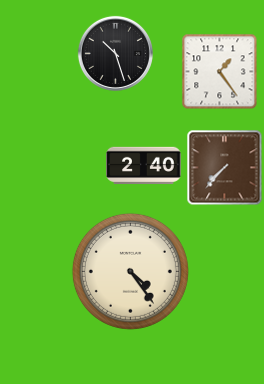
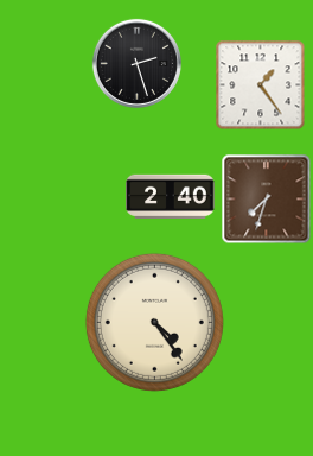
clock at (115, 53): 10:27 -> 2:27
clock at (225, 168): 7:37 -> 7:33
